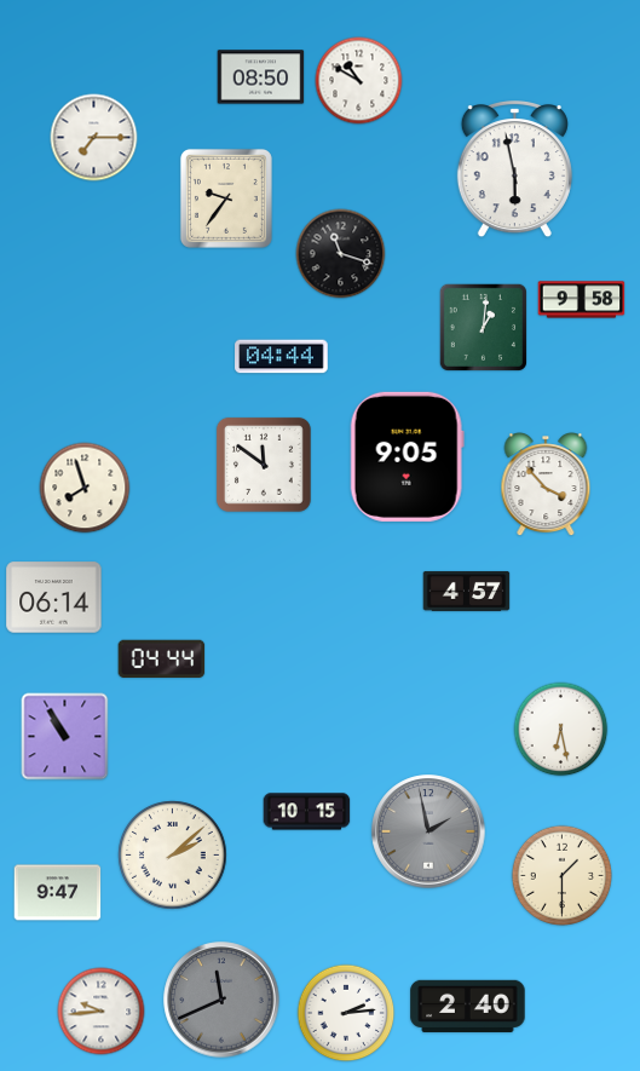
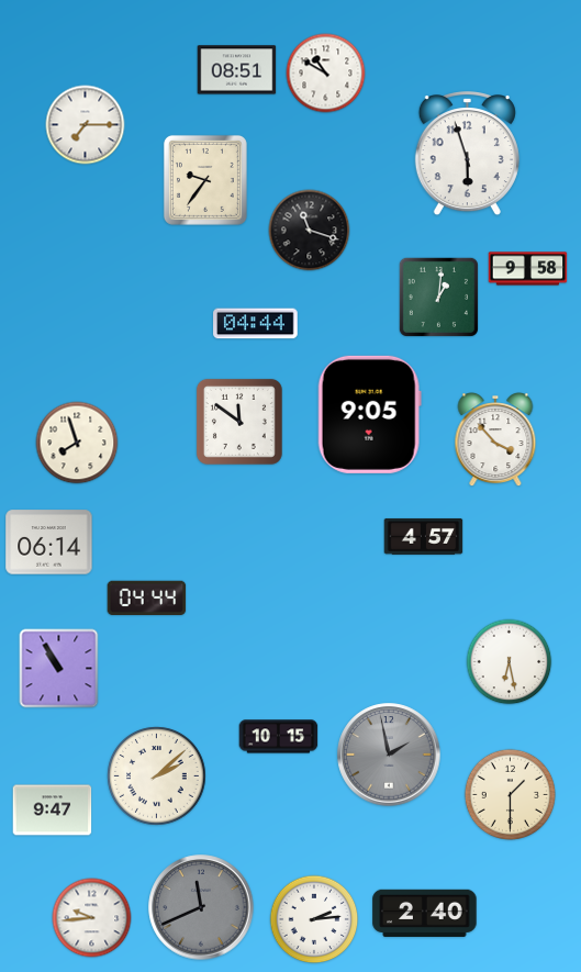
clock at (261, 77): 08:50 -> 08:51
clock at (514, 171): 5:58 -> 5:57
clock at (582, 300) position: (582, 300) -> (528, 269)
